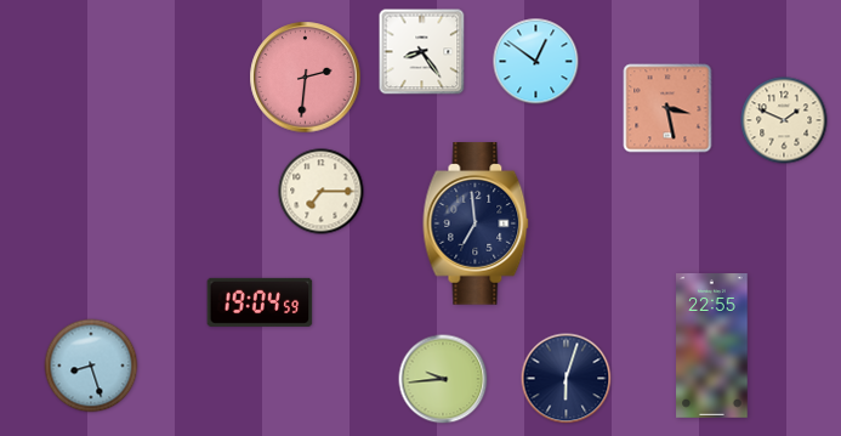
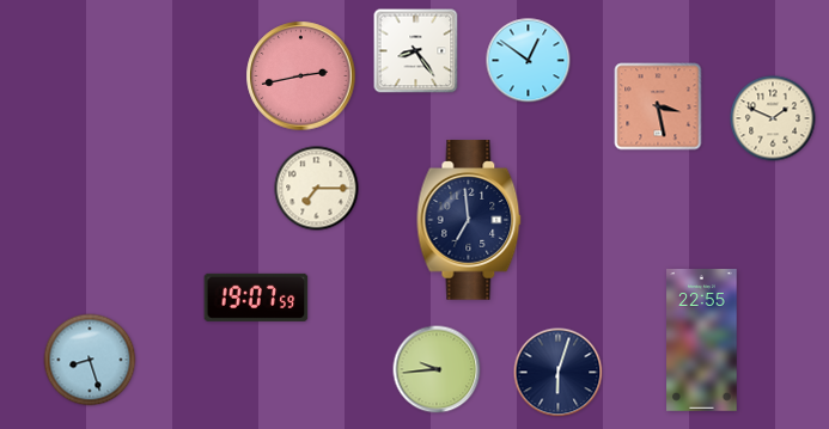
clock at (306, 78): 2:31 -> 2:43
clock at (260, 302): 19:04 -> 19:07
clock at (443, 379) position: (443, 379) -> (437, 369)
